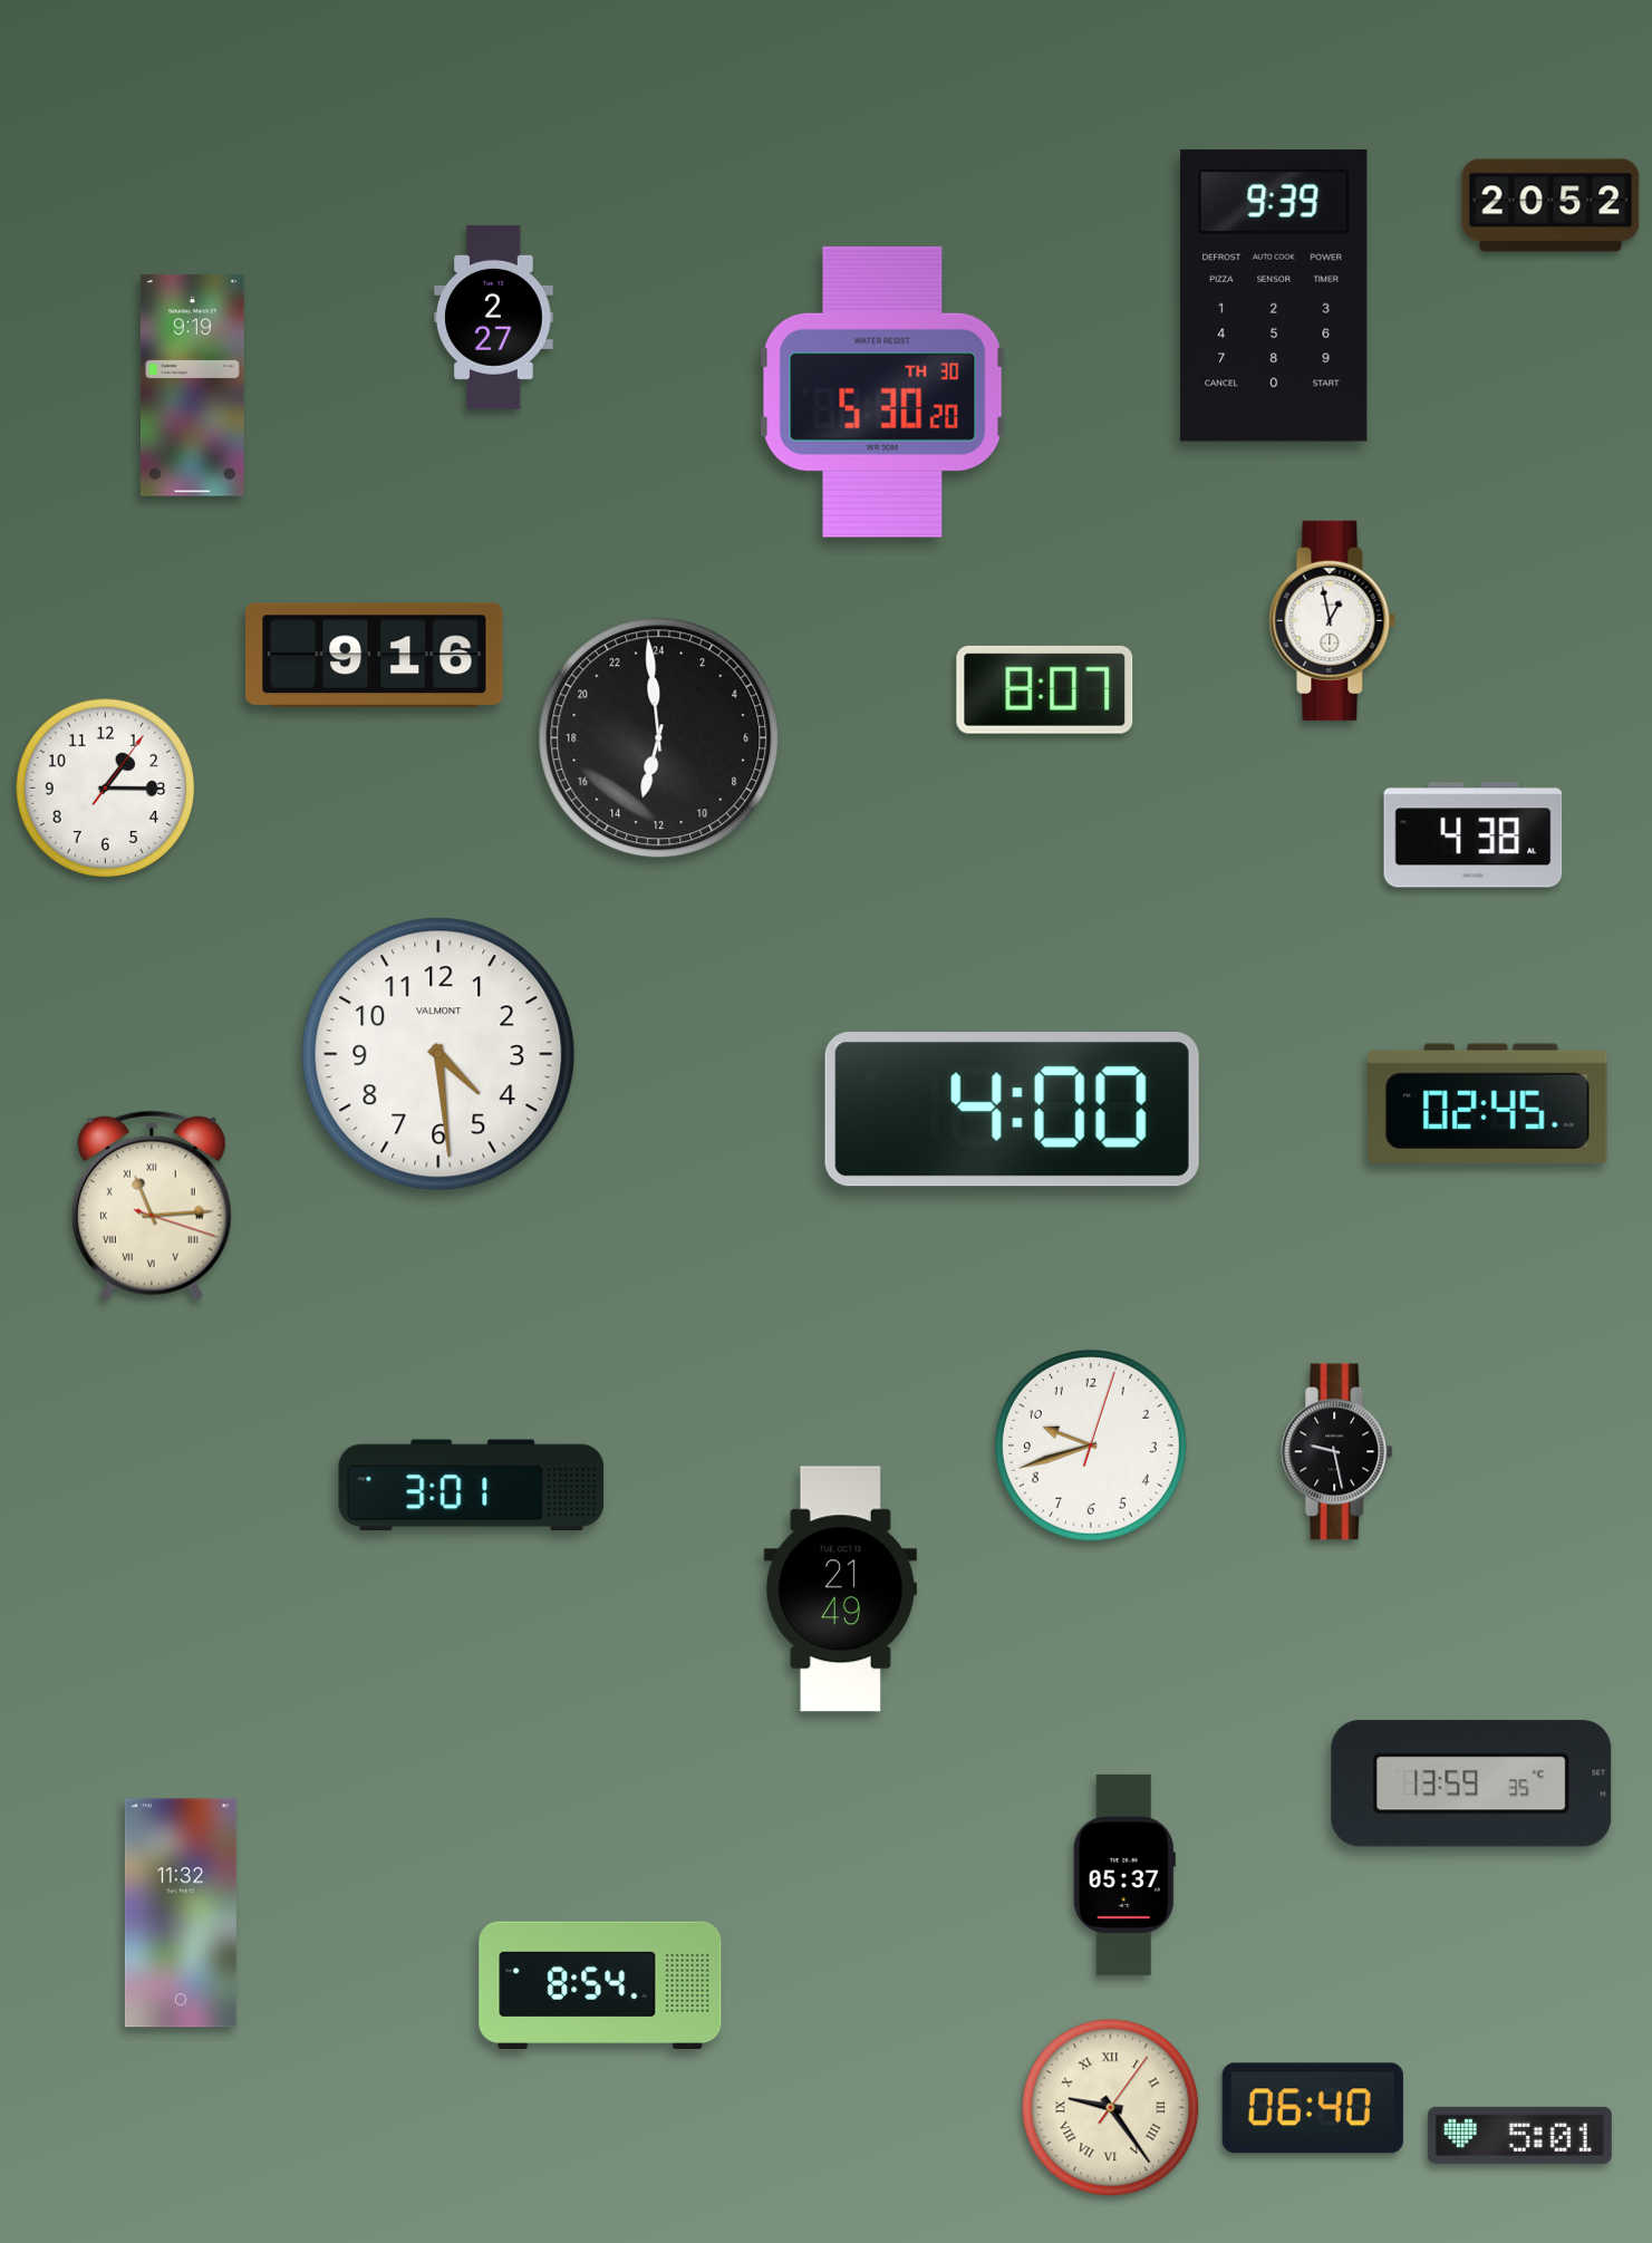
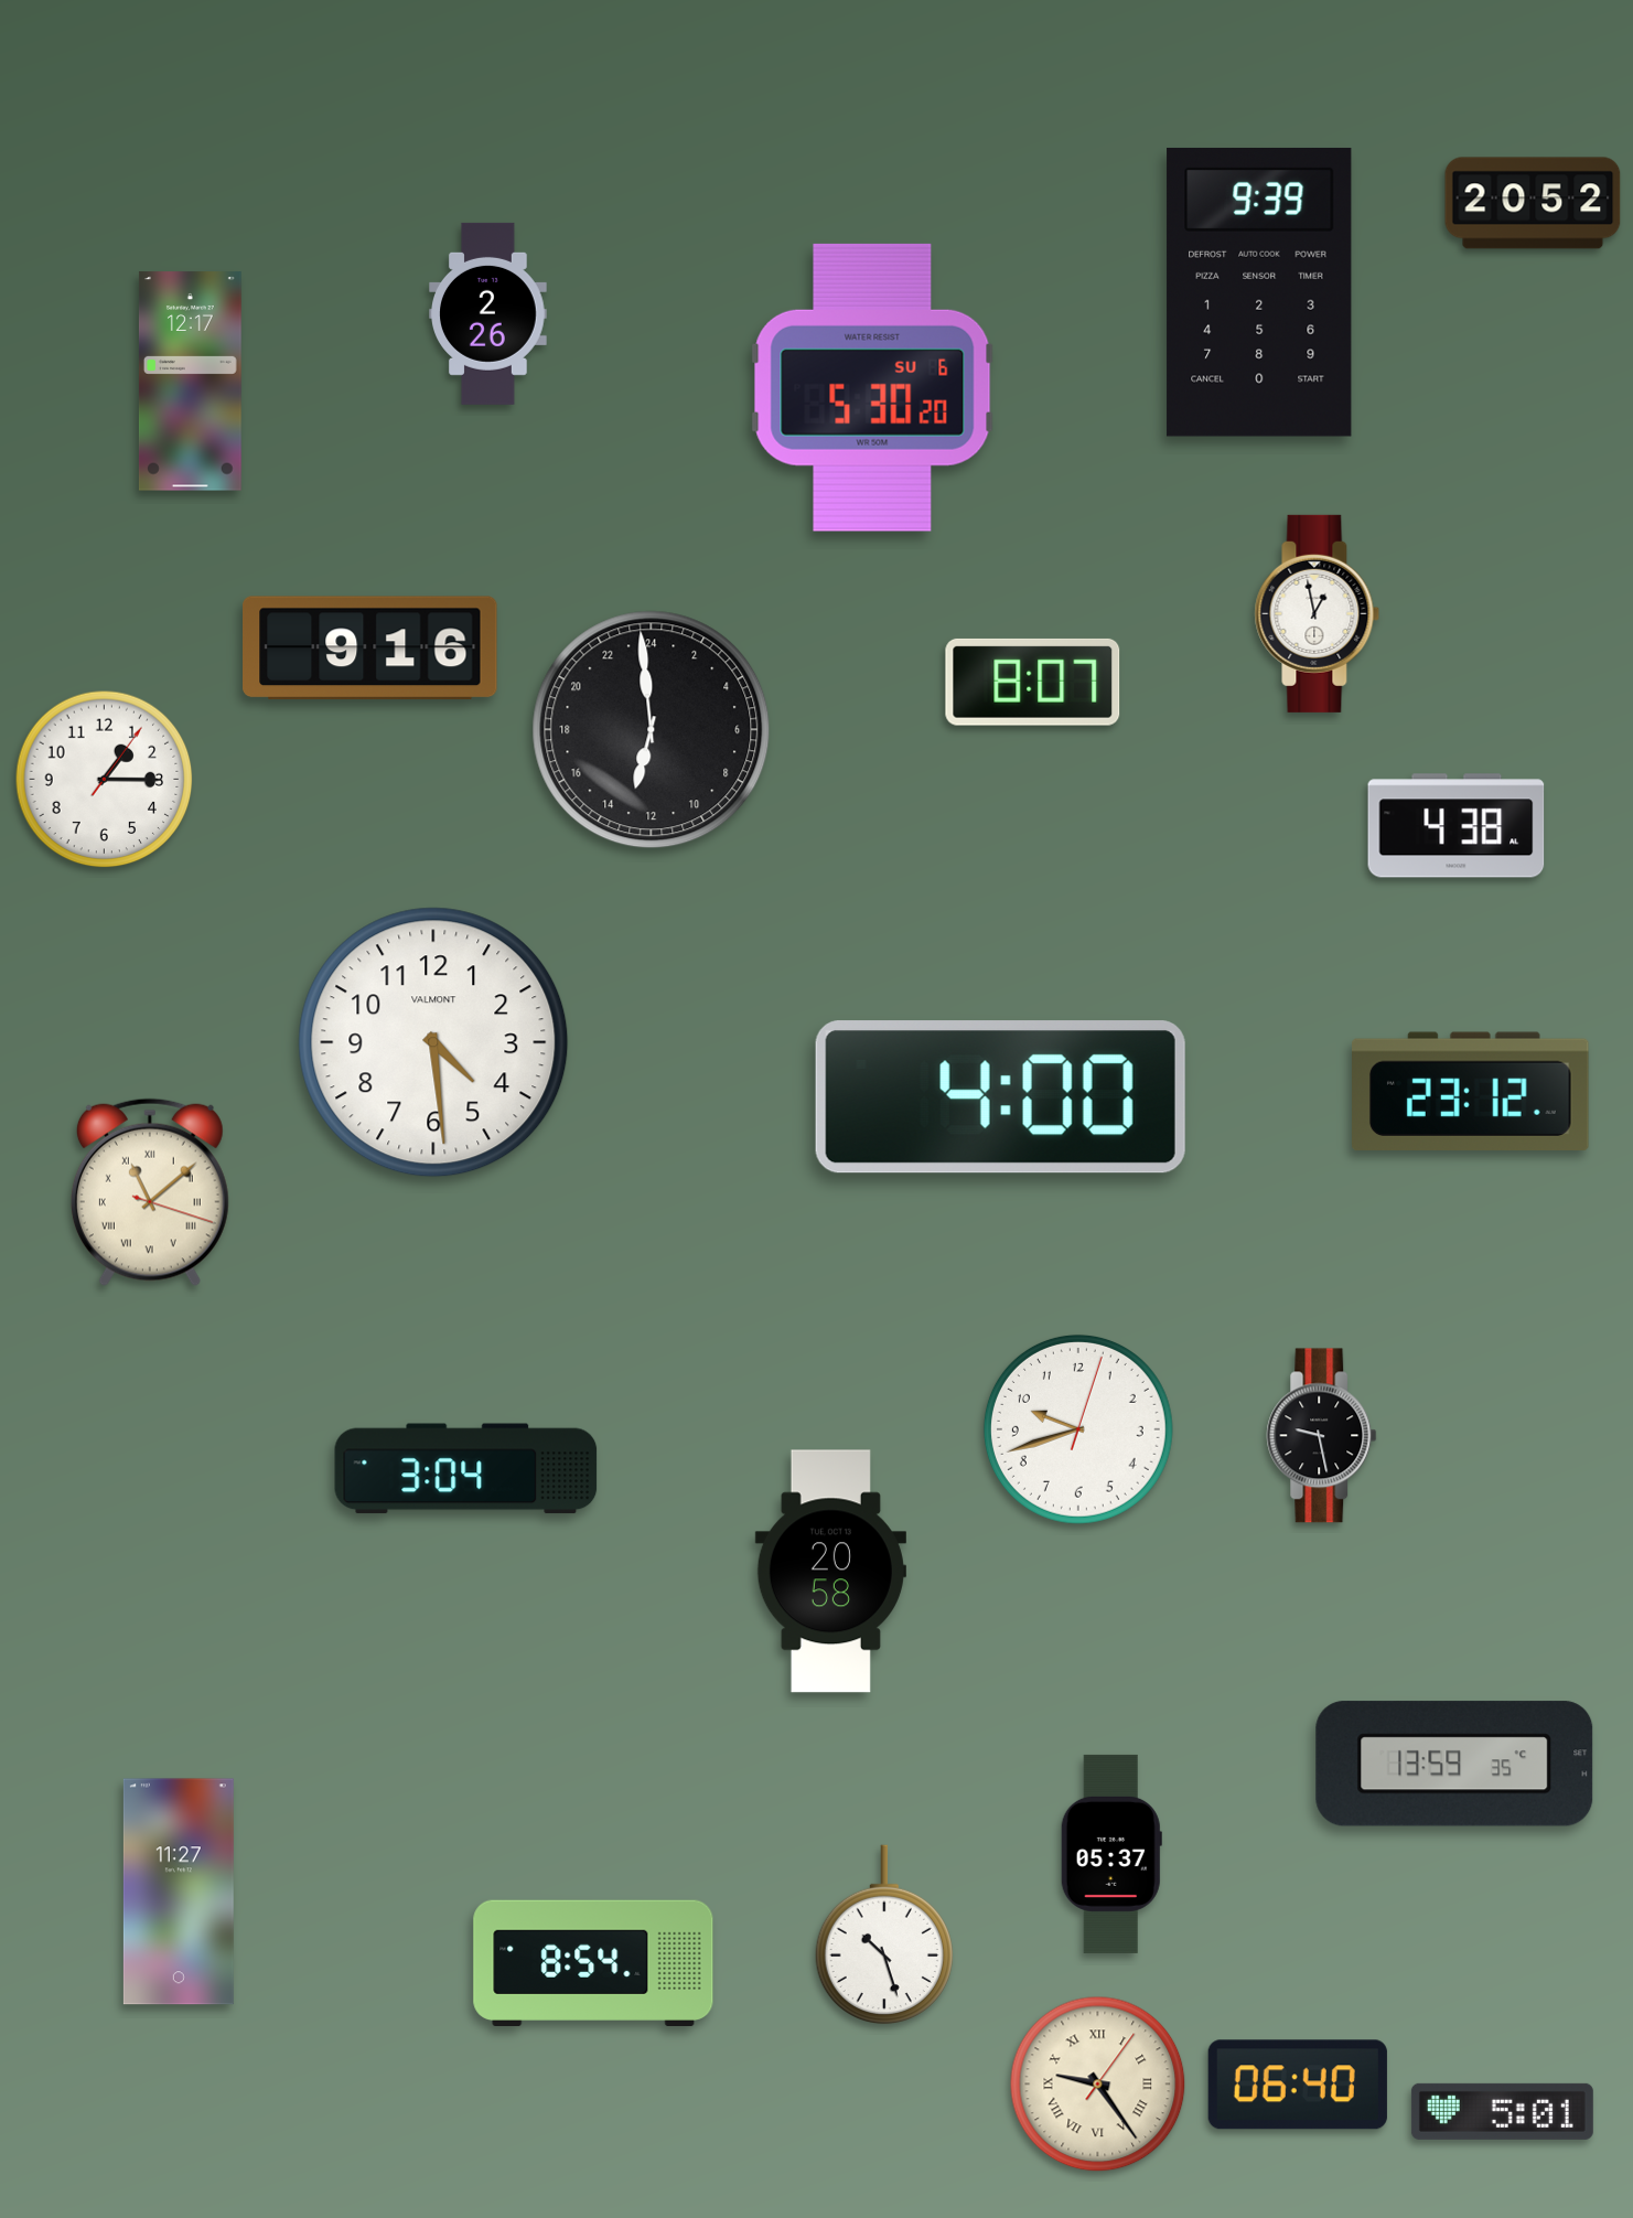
clock at (494, 317): 2:27 -> 2:26
clock at (192, 386): 9:19 -> 12:17
clock at (883, 391) date: TH 30 -> SU 6
clock at (1488, 1104): 02:45 -> 23:12
clock at (152, 1206): 11:14 -> 11:08
clock at (472, 1486): 3:01 -> 3:04
clock at (840, 1589): 21:49 -> 20:58
clock at (181, 1913): 11:32 -> 11:27
clock at (884, 1935): none -> 10:27
